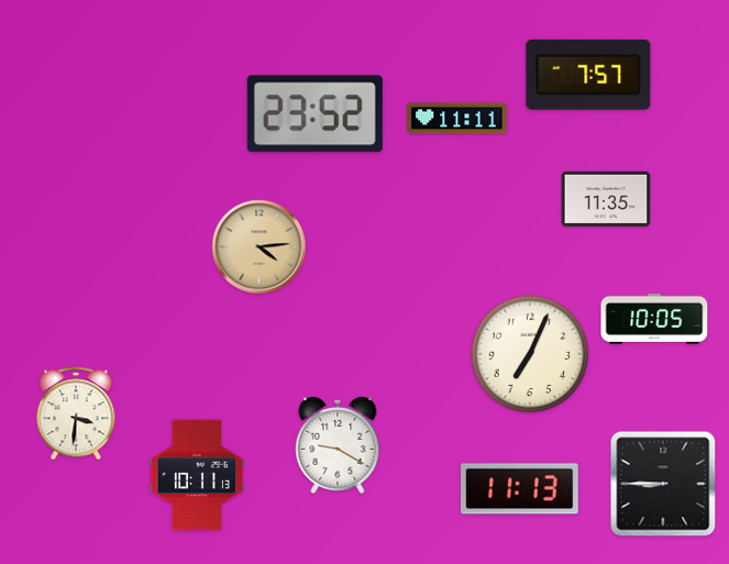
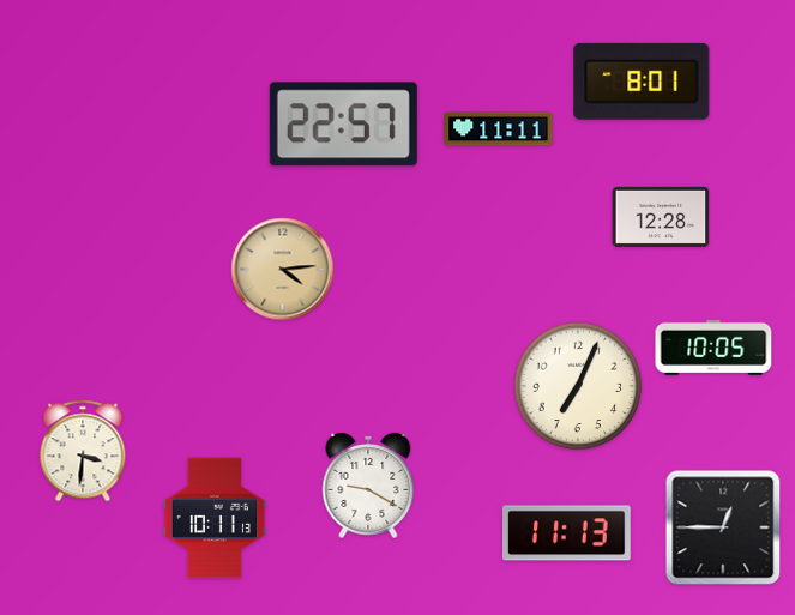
clock at (588, 75): 7:57 -> 8:01
clock at (314, 114): 23:52 -> 22:57
clock at (606, 199): 11:35 -> 12:28
clock at (663, 484): 8:45 -> 12:45
